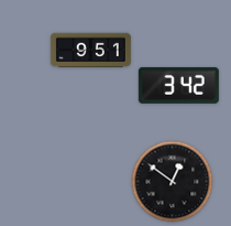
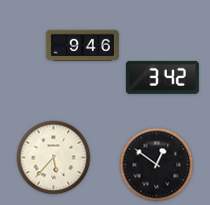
clock at (90, 51): 9:51 -> 9:46
clock at (54, 158): none -> 5:37
